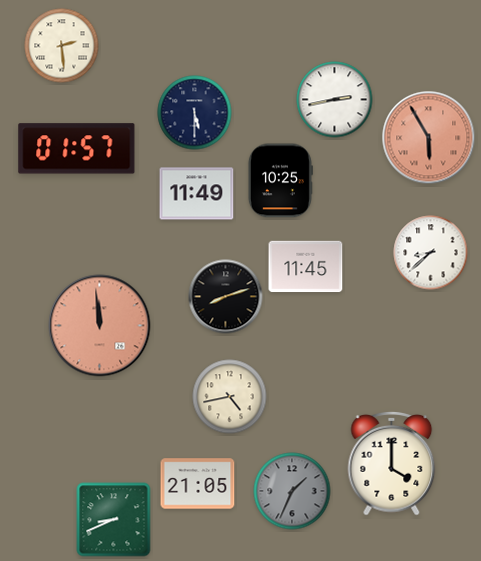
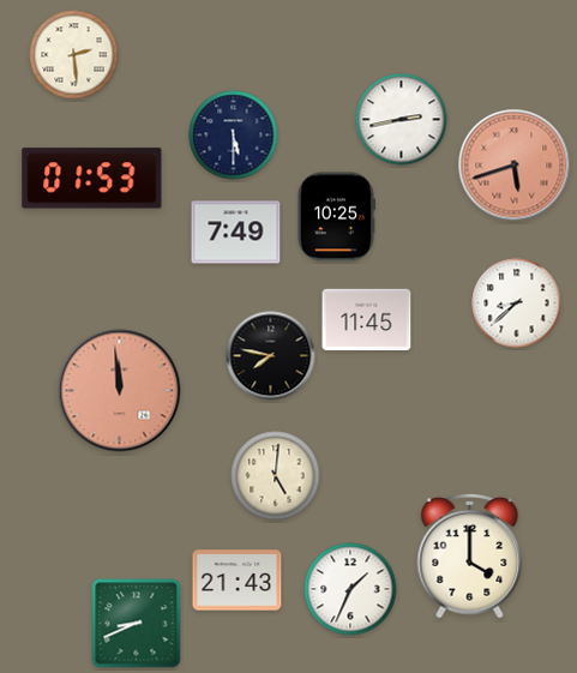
clock at (429, 138): 5:55 -> 5:42
clock at (77, 149): 01:57 -> 01:53
clock at (197, 194): 11:49 -> 7:49
clock at (226, 297): 8:12 -> 7:47
clock at (230, 397): 4:43 -> 5:01
clock at (198, 484): 21:05 -> 21:43
clock at (292, 491) dial: grey -> white
